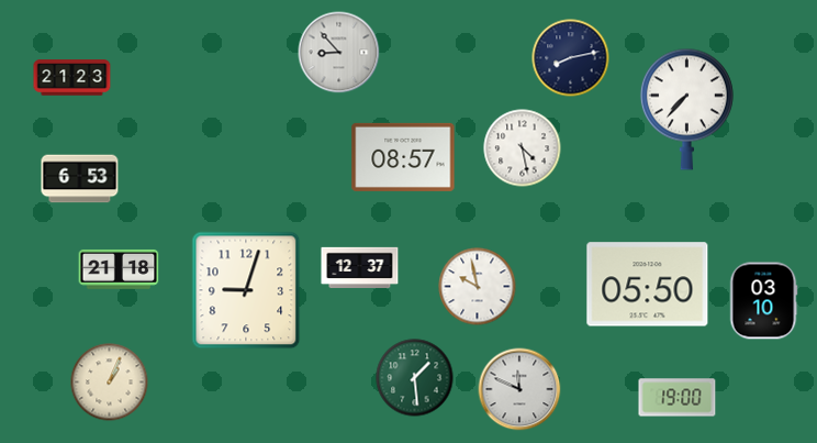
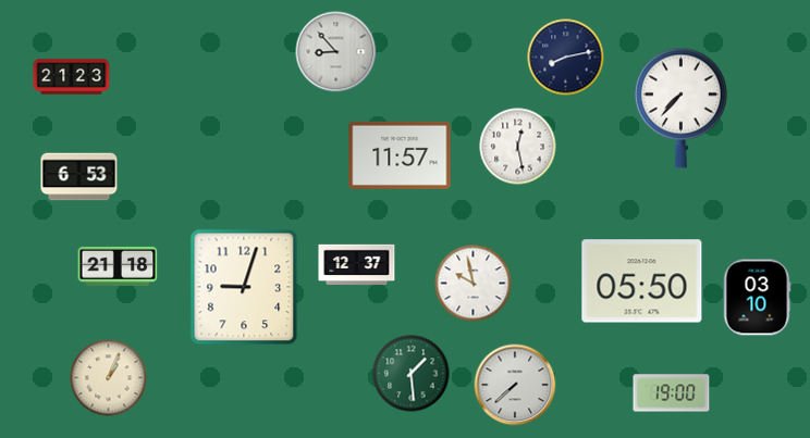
clock at (523, 148): 4:28 -> 12:28
clock at (403, 157): 08:57 -> 11:57
clock at (519, 389): 11:49 -> 7:38
